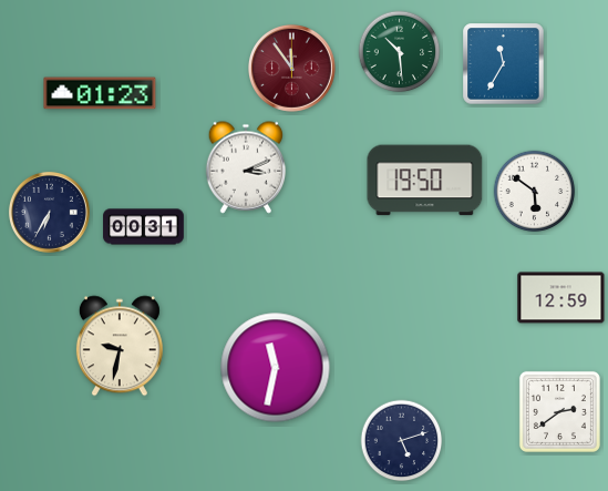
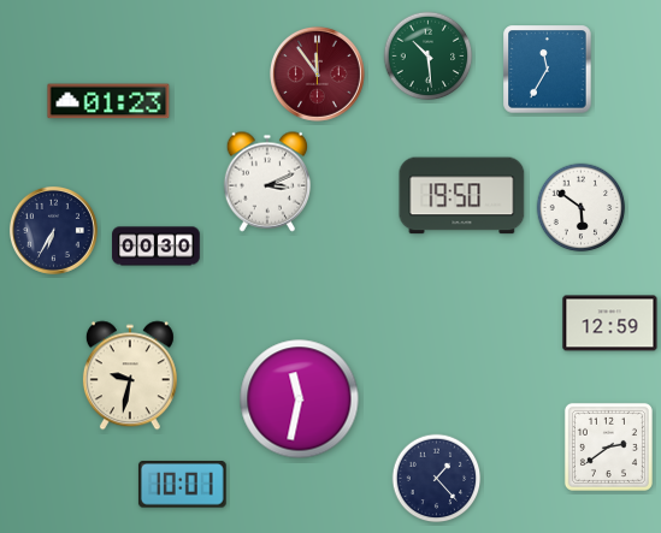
clock at (400, 52) position: (400, 52) -> (429, 57)
clock at (144, 227): 00:31 -> 00:30
clock at (402, 441): 5:12 -> 1:23
clock at (182, 485): none -> 10:01
